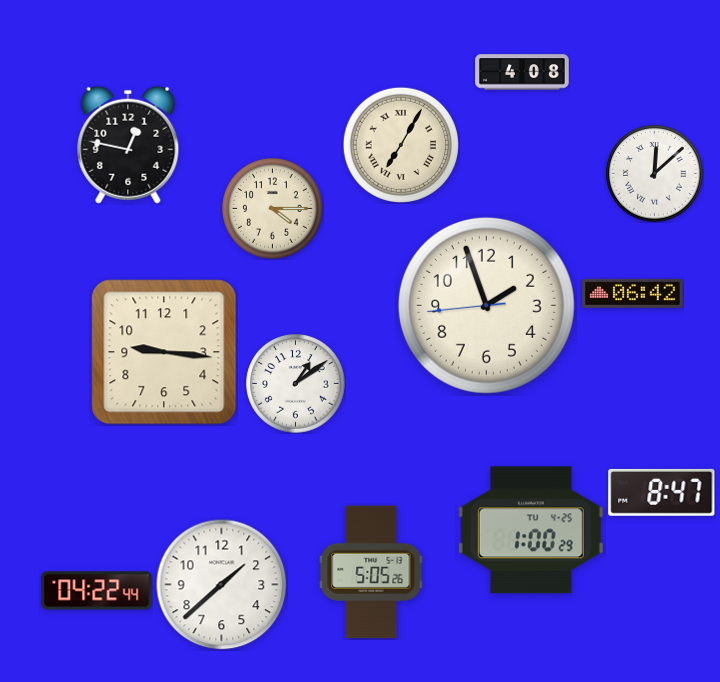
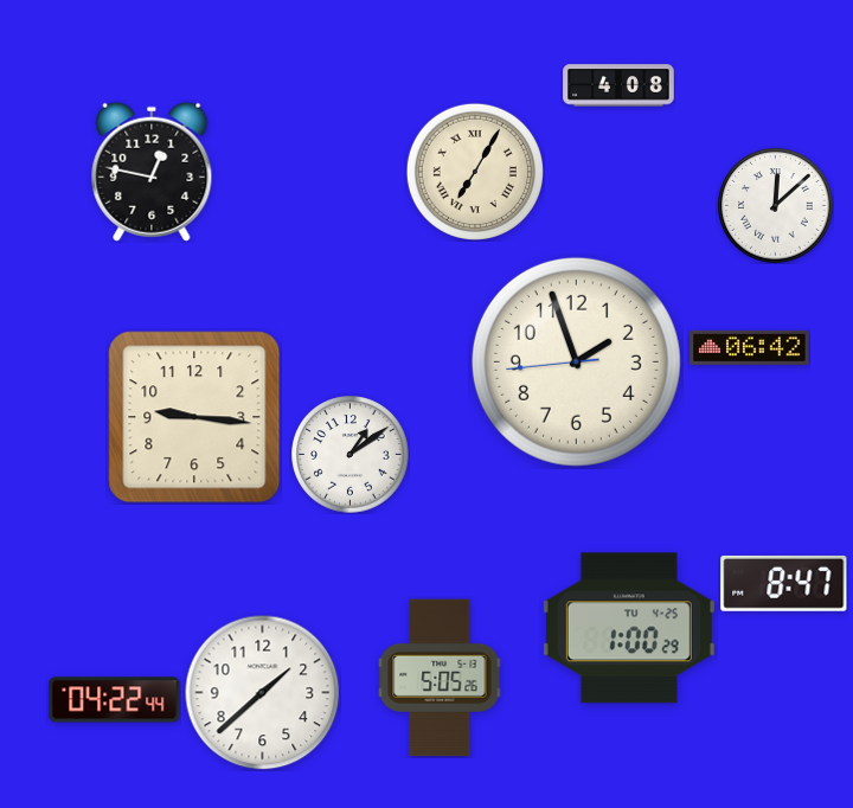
clock at (273, 209): 4:15 -> none
